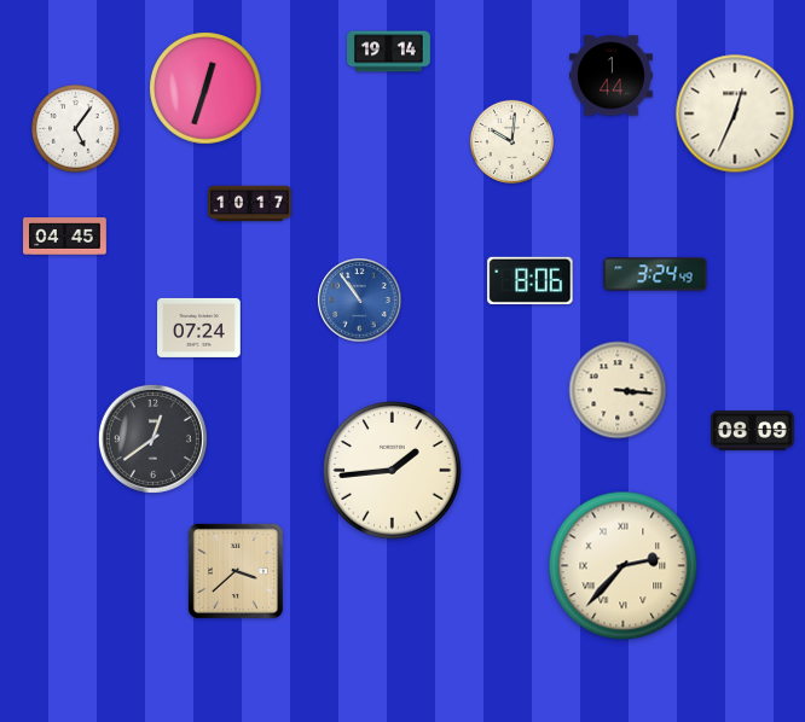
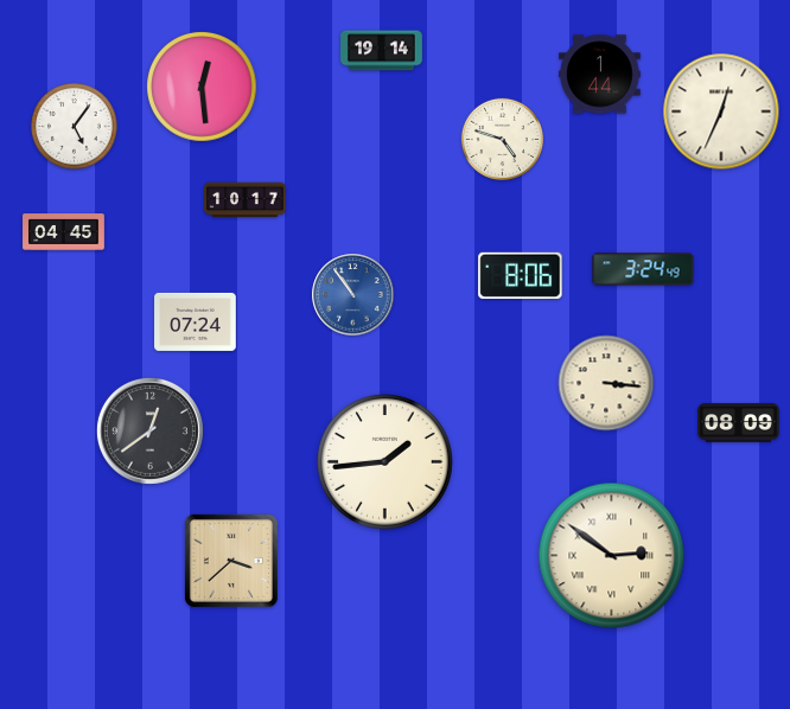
clock at (205, 88): 12:33 -> 12:29
clock at (511, 141): 10:01 -> 4:48
clock at (624, 566): 2:37 -> 2:51
